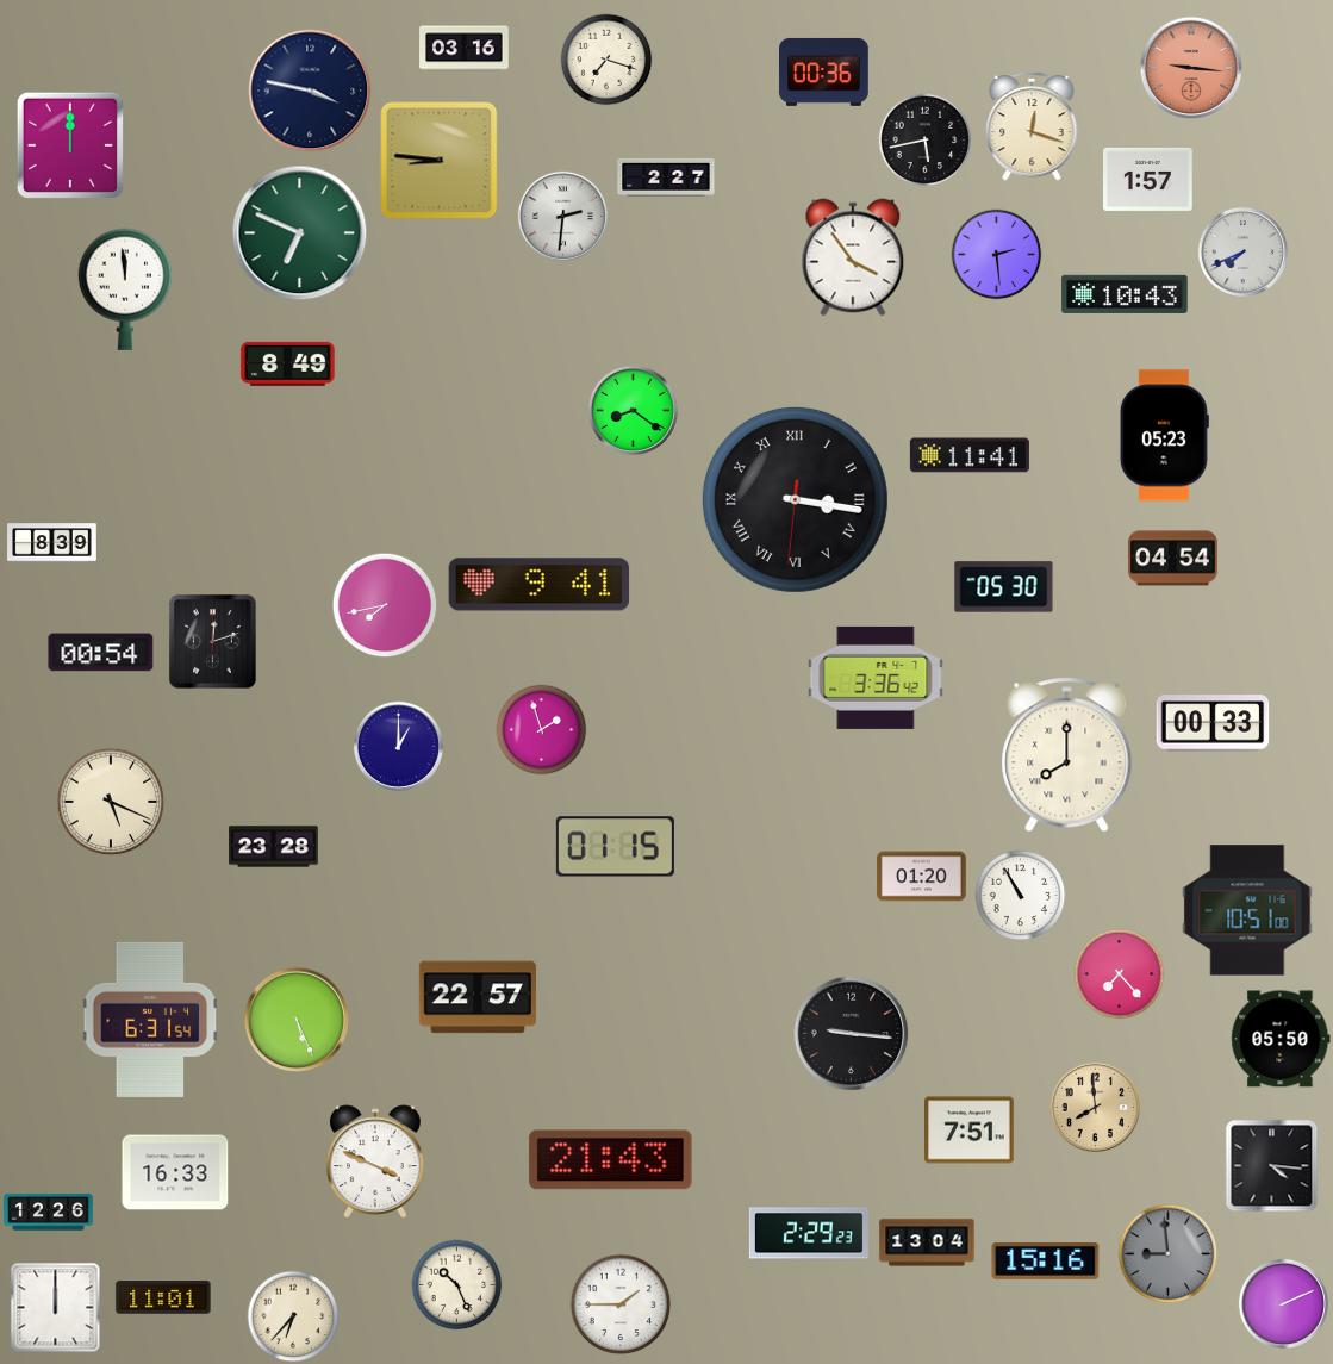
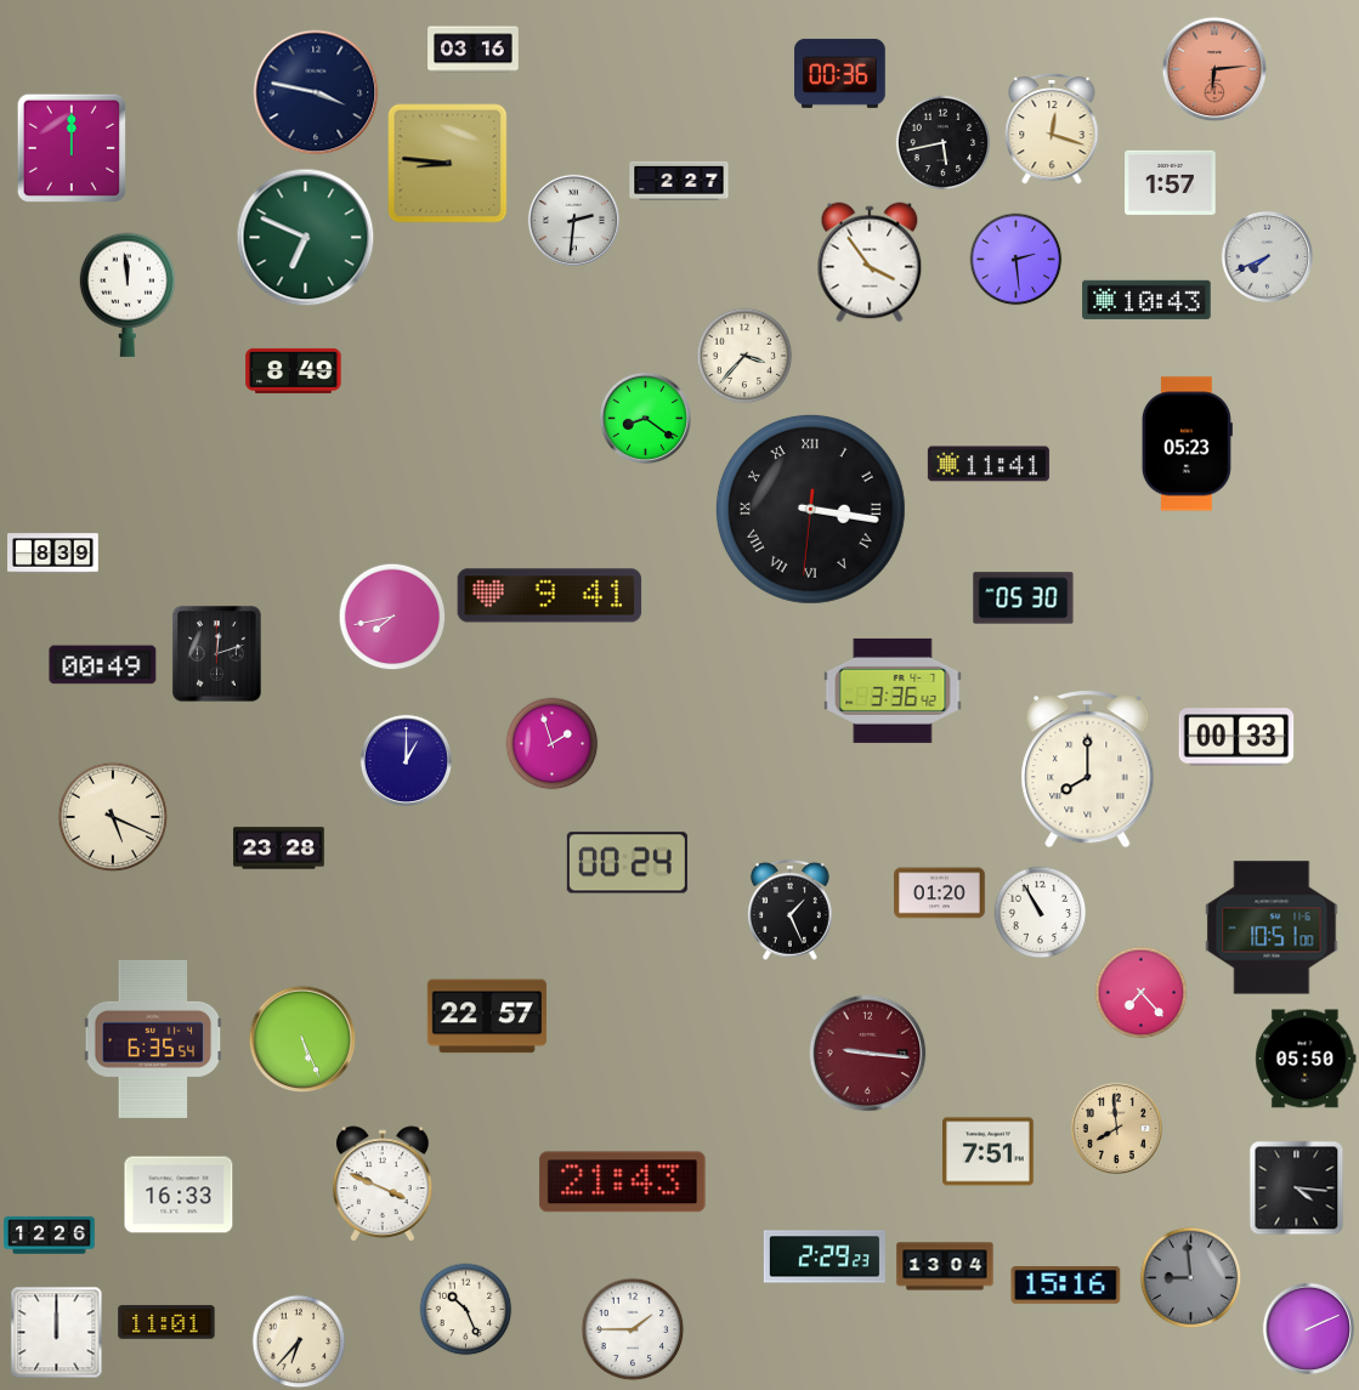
clock at (606, 60): 7:18 -> none
clock at (1191, 68): 9:16 -> 6:14
clock at (744, 356): none -> 3:37
clock at (1173, 559): 04:54 -> none
clock at (101, 653): 00:54 -> 00:49
clock at (274, 847) position: (274, 847) -> (279, 849)
clock at (615, 847): 01:15 -> 00:24
clock at (789, 909): none -> 1:26
clock at (150, 1020): 6:31 -> 6:35
clock at (852, 1034) dial: black -> burgundy
